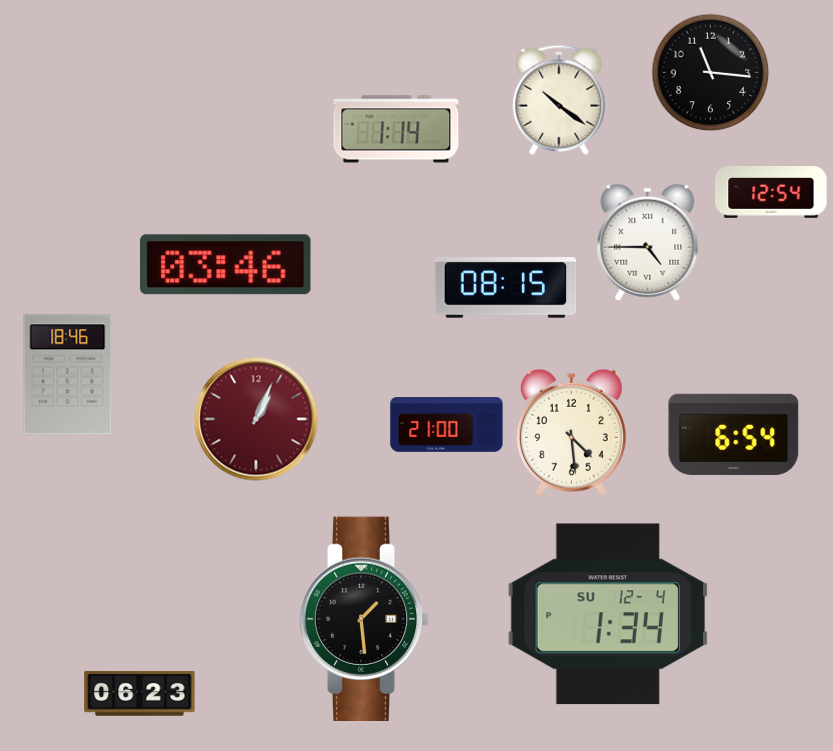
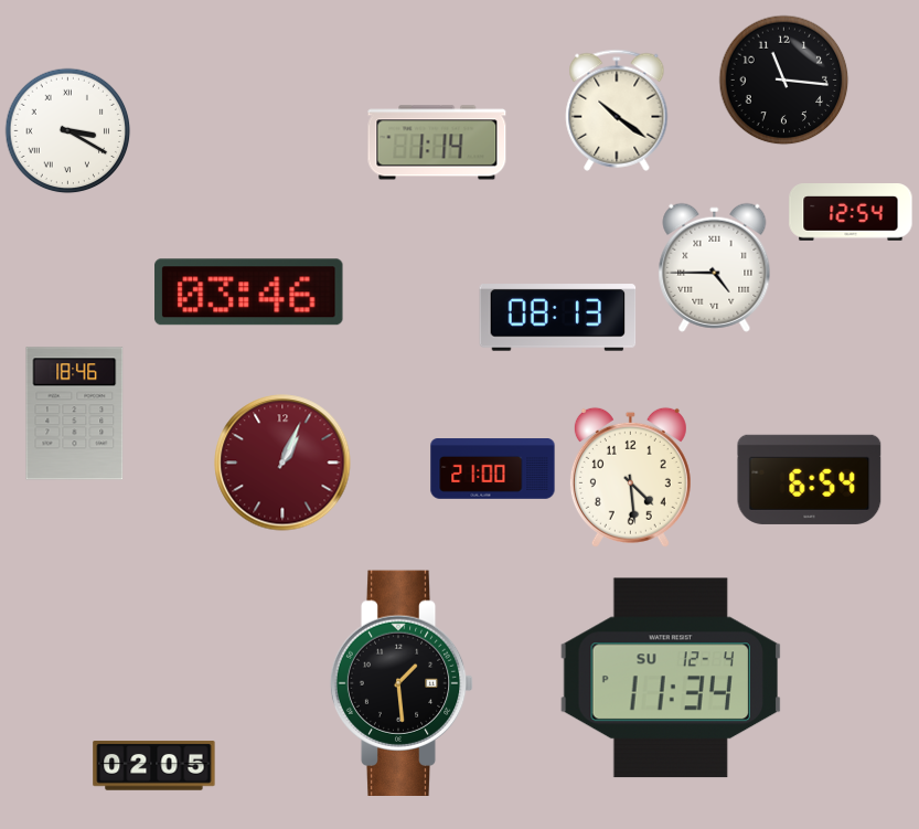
clock at (67, 130): none -> 3:20
clock at (506, 288): 08:15 -> 08:13
clock at (608, 614): 1:34 -> 11:34
clock at (140, 694): 06:23 -> 02:05
